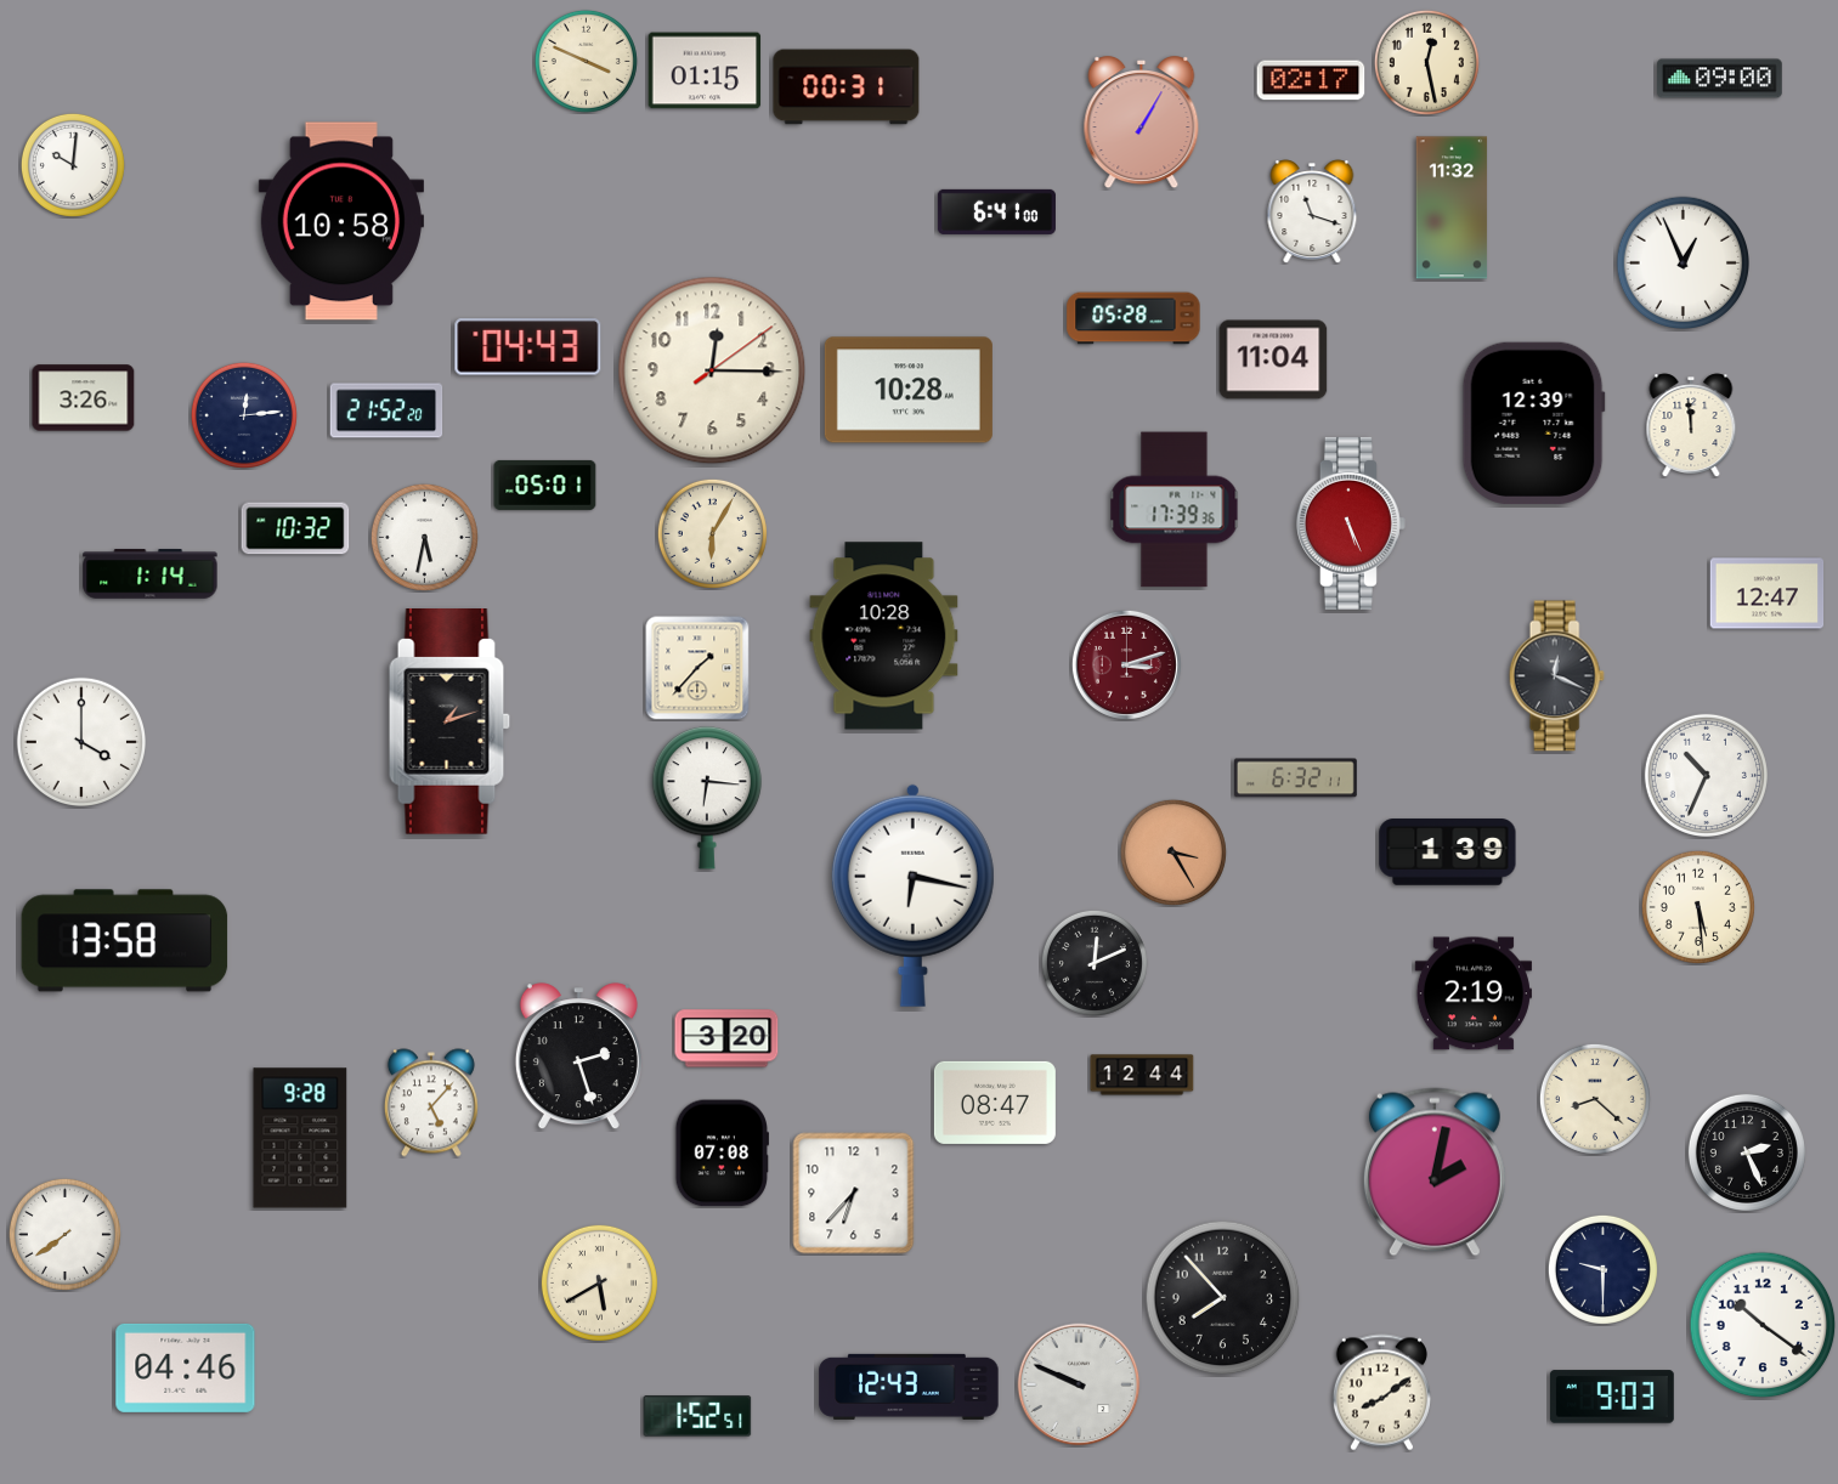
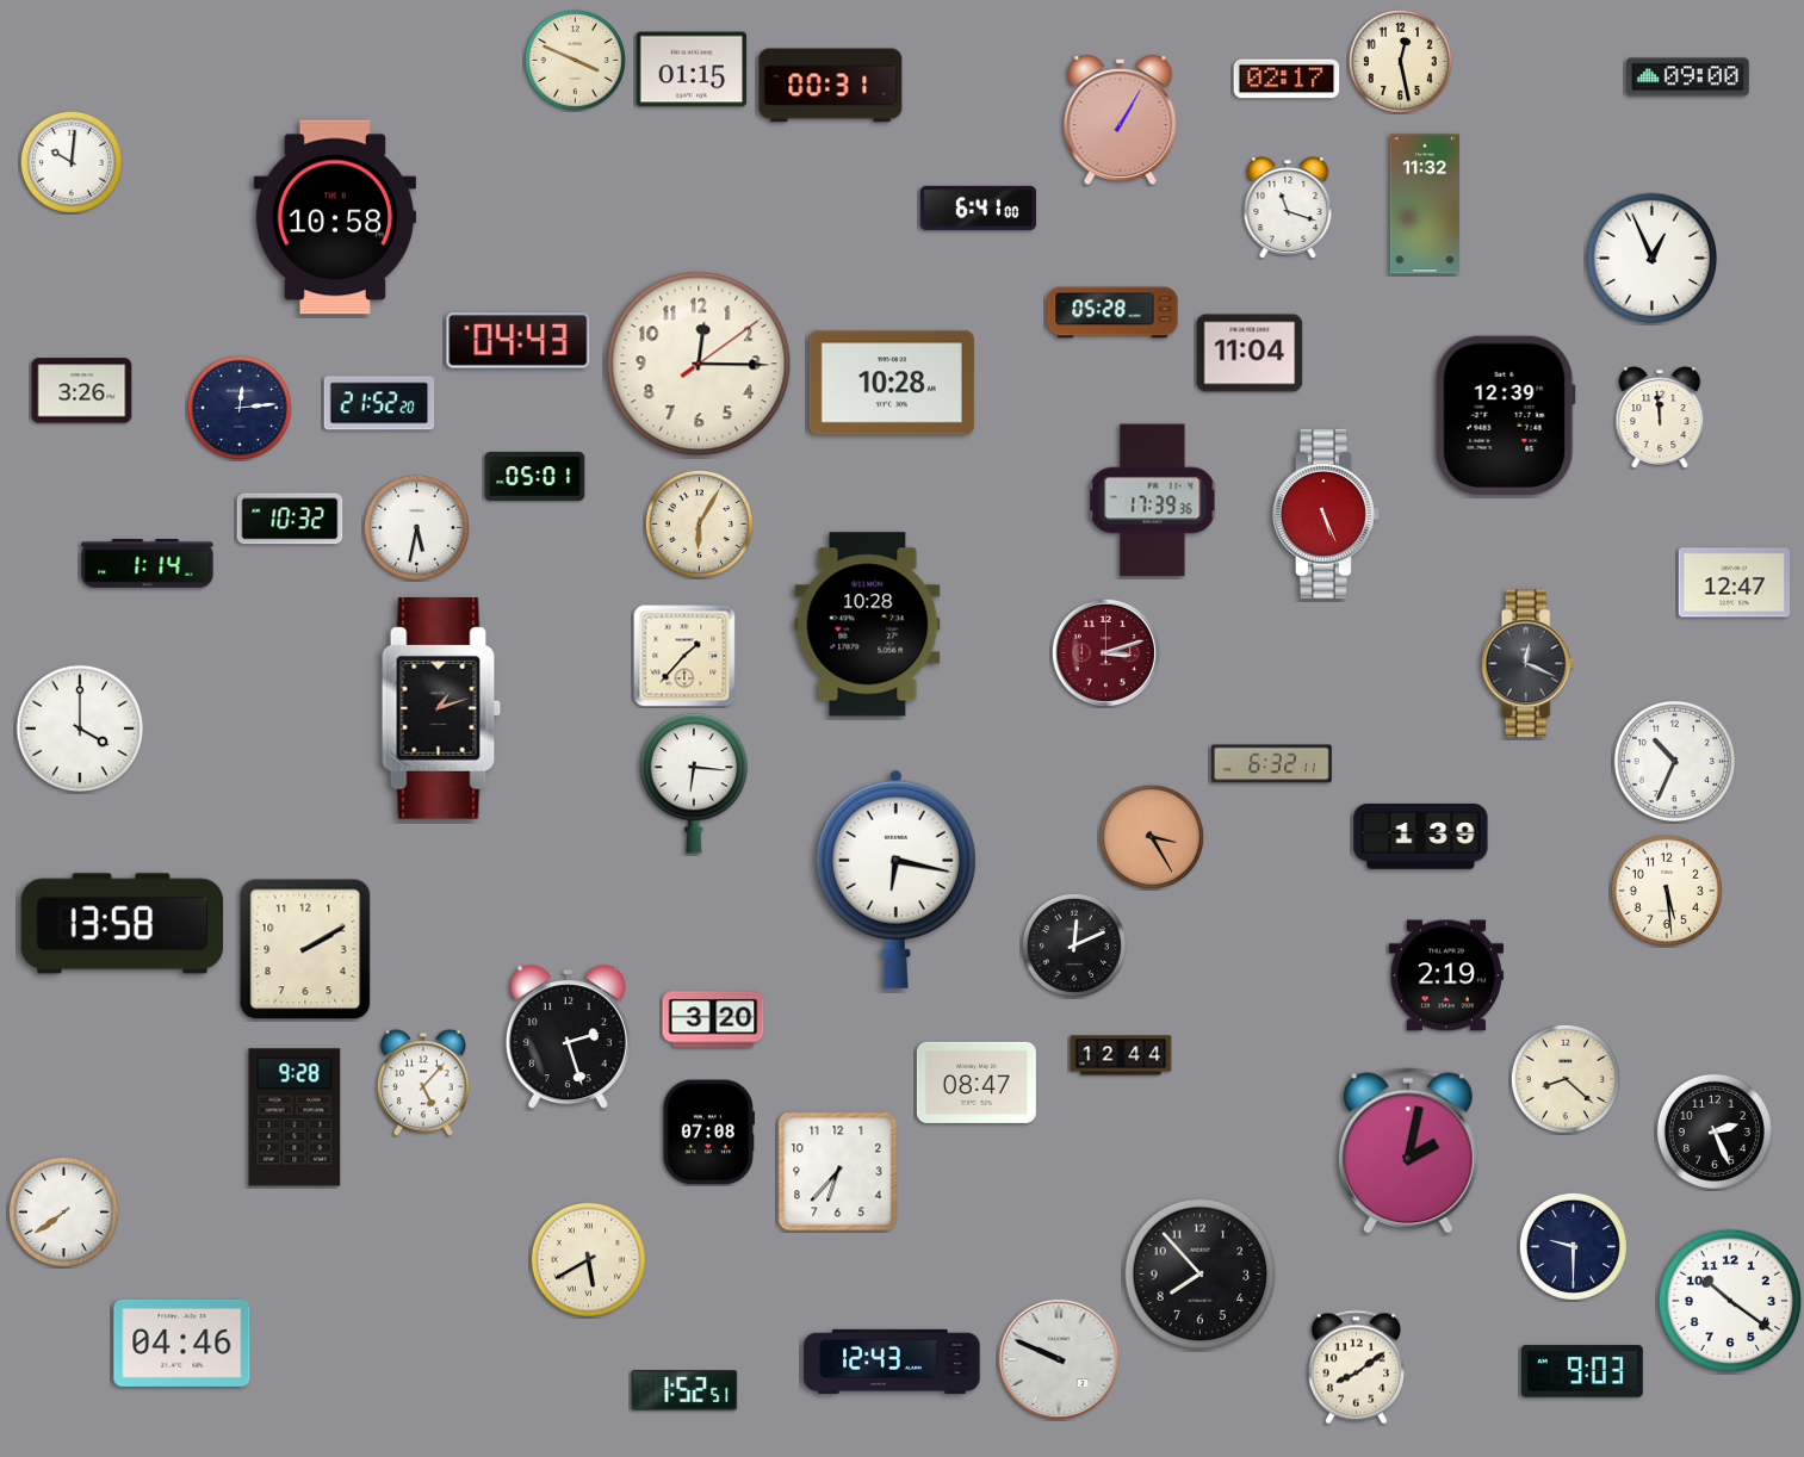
clock at (305, 949): none -> 2:10
